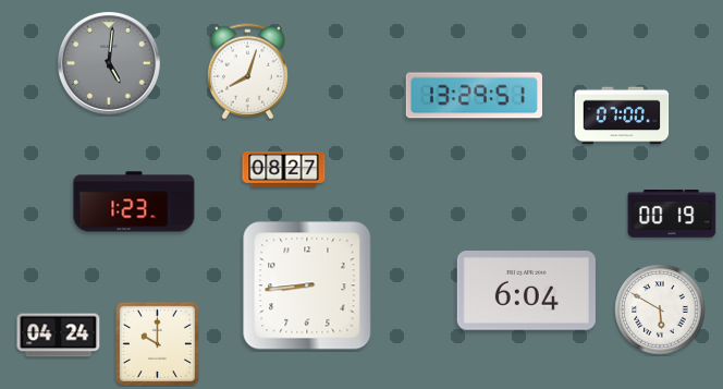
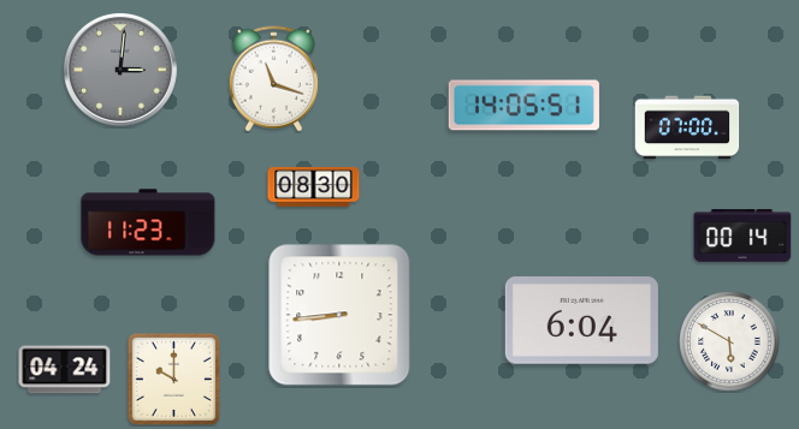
clock at (109, 63): 5:01 -> 3:01
clock at (247, 72): 8:03 -> 11:18
clock at (474, 96): 13:29 -> 14:05
clock at (284, 169): 08:27 -> 08:30
clock at (134, 202): 1:23 -> 11:23
clock at (672, 215): 00:19 -> 00:14
